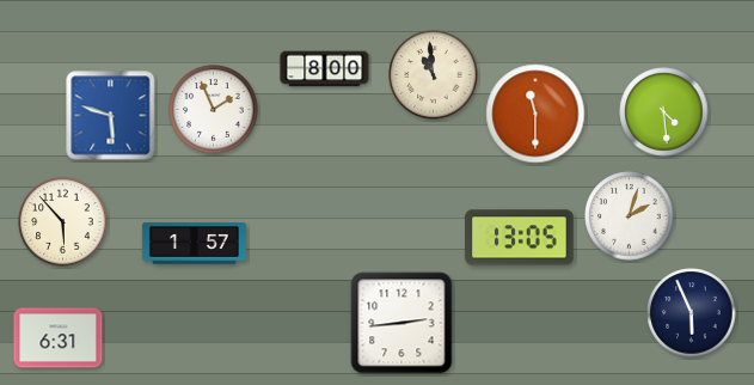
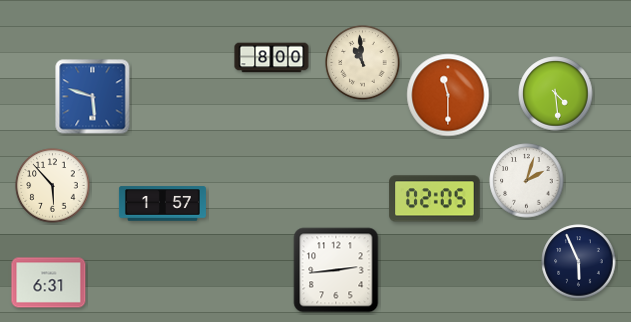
clock at (214, 110): 1:56 -> none
clock at (520, 238): 13:05 -> 02:05
